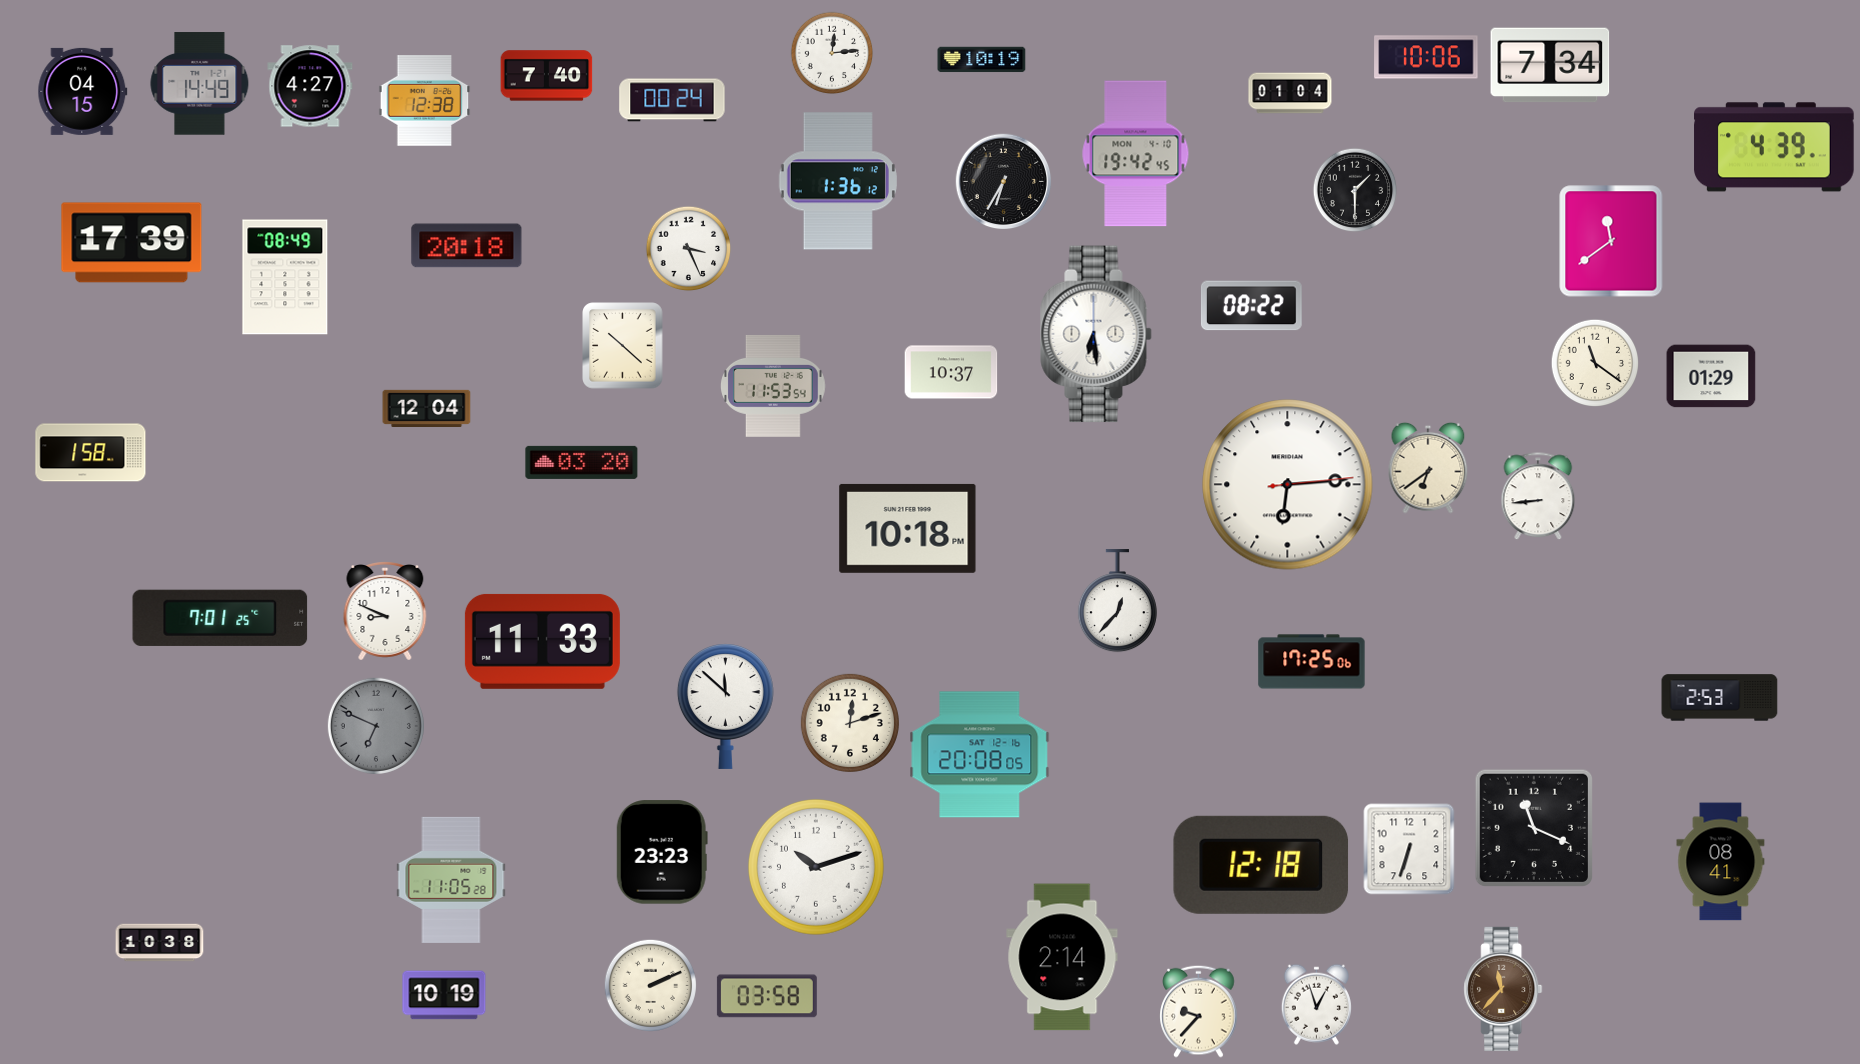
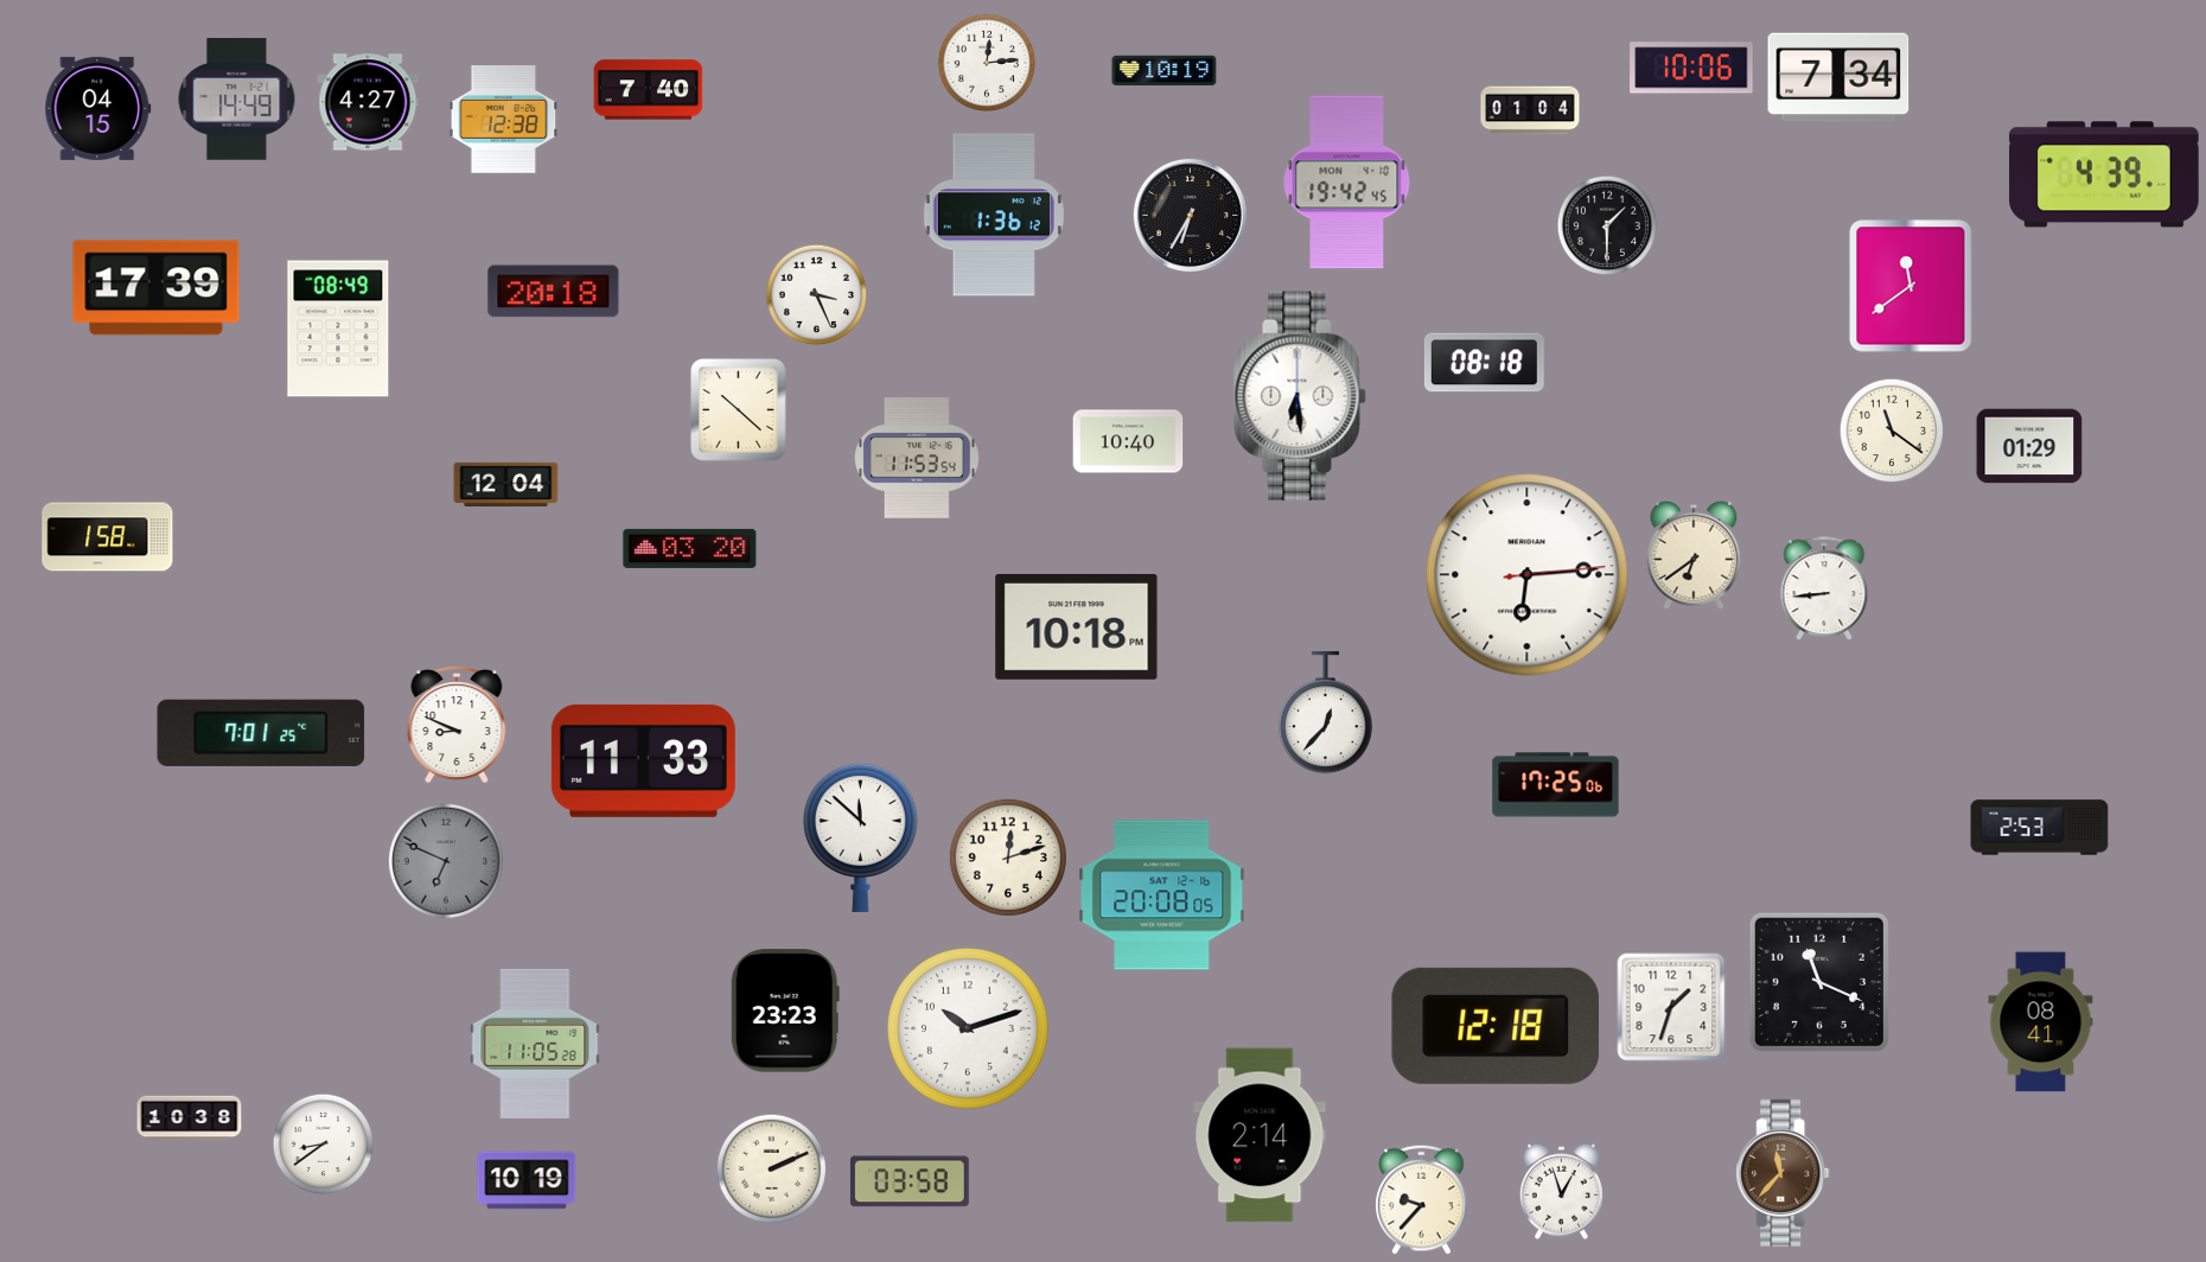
clock at (672, 100): 00:24 -> none
clock at (1251, 306): 08:22 -> 08:18
clock at (951, 372): 10:37 -> 10:40
clock at (1409, 849): 6:33 -> 1:33
clock at (324, 1145): none -> 8:39
